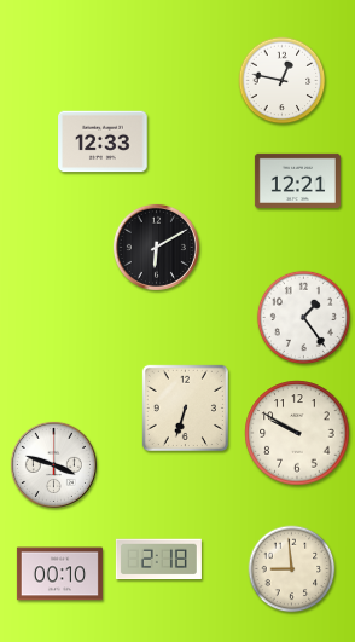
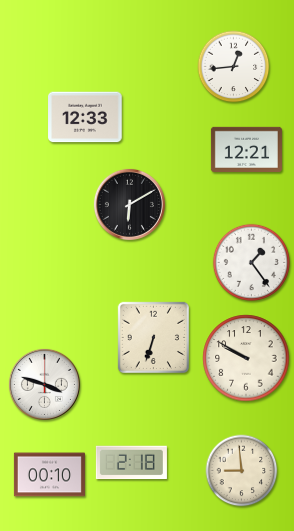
clock at (283, 81): 12:47 -> 12:44
